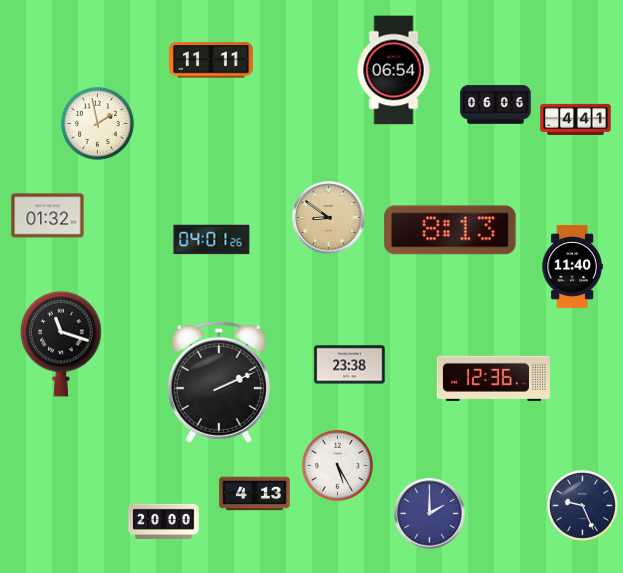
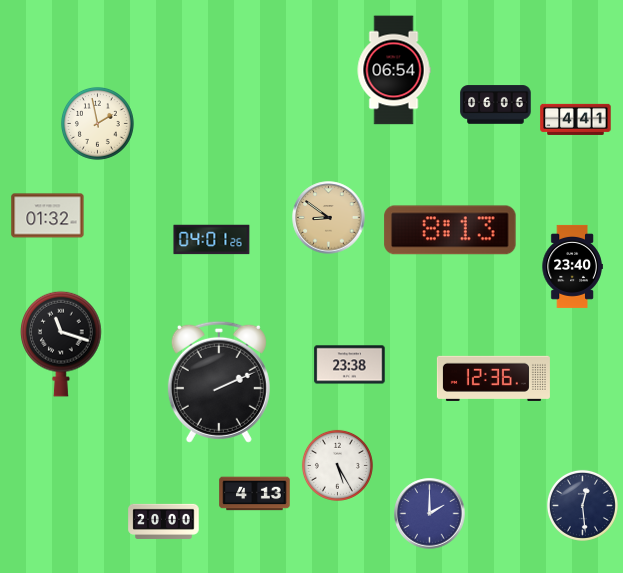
clock at (211, 60): 11:11 -> none
clock at (572, 266): 11:40 -> 23:40
clock at (582, 505): 9:26 -> 12:29
